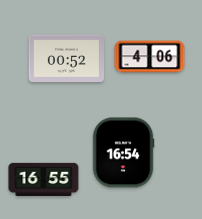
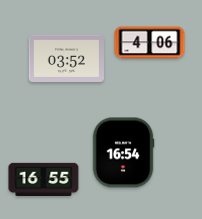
clock at (150, 57) position: (150, 57) -> (150, 43)
clock at (66, 58): 00:52 -> 03:52
